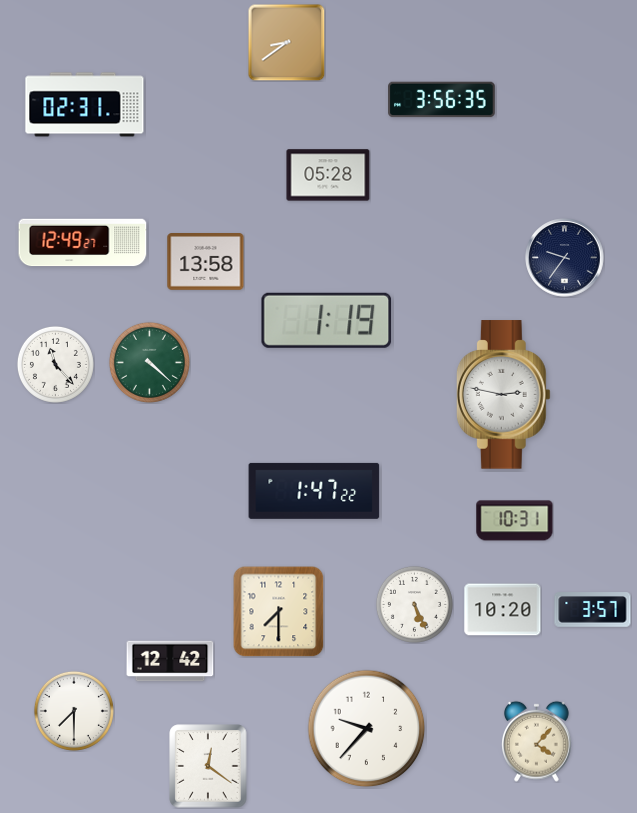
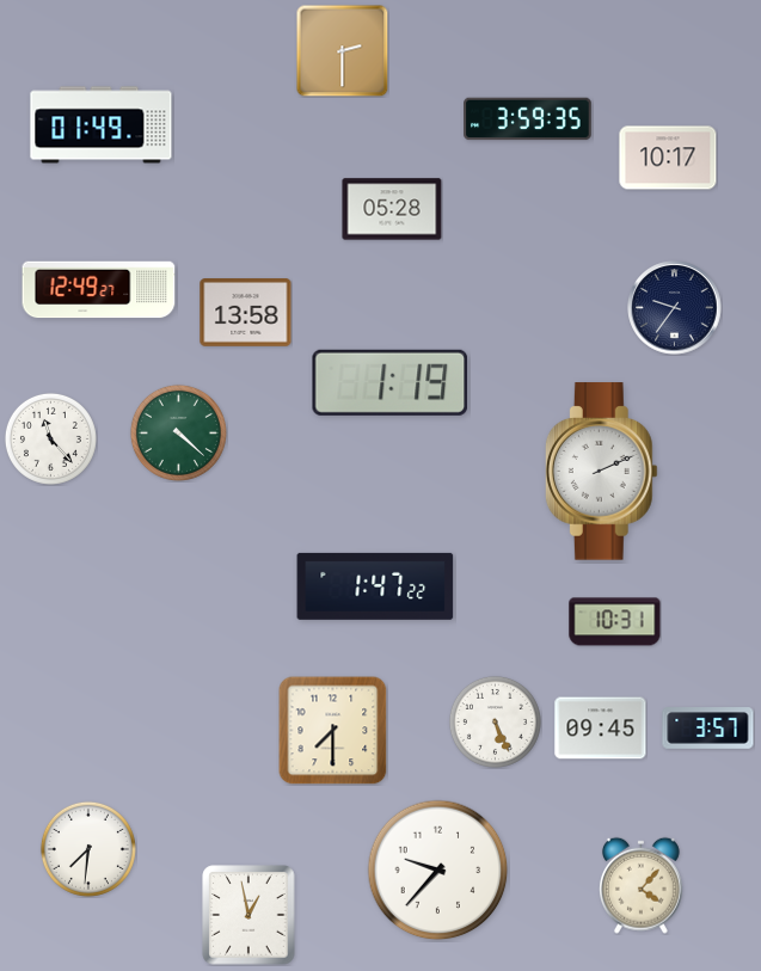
clock at (286, 42): 8:39 -> 2:30
clock at (442, 100): 3:56 -> 3:59
clock at (85, 105): 02:31 -> 01:49
clock at (668, 158): none -> 10:17
clock at (55, 364) position: (55, 364) -> (50, 438)
clock at (503, 395): 2:47 -> 2:11
clock at (503, 610): 10:20 -> 09:45
clock at (170, 661): 12:42 -> none
clock at (74, 711): 7:30 -> 7:31
clock at (208, 766): 12:21 -> 12:58
